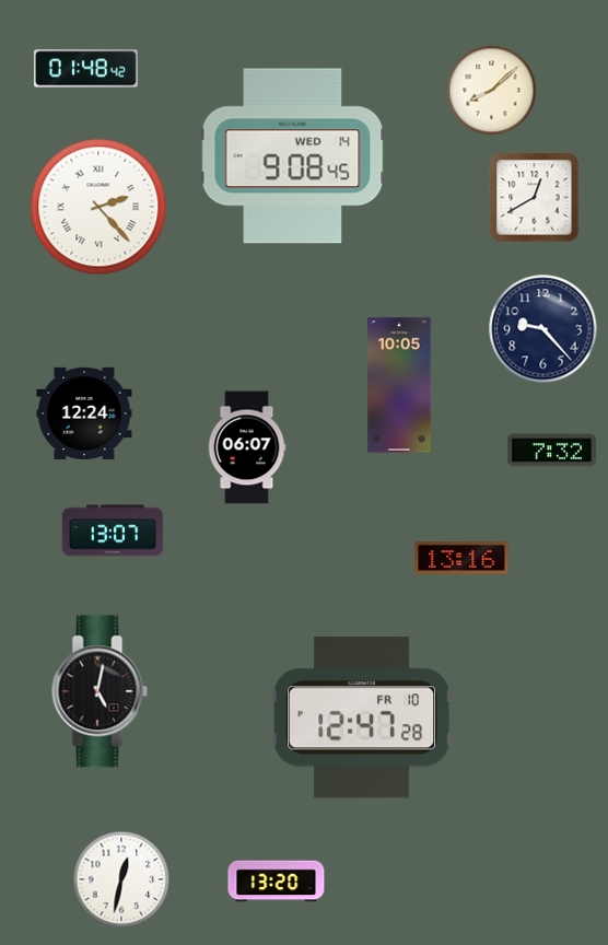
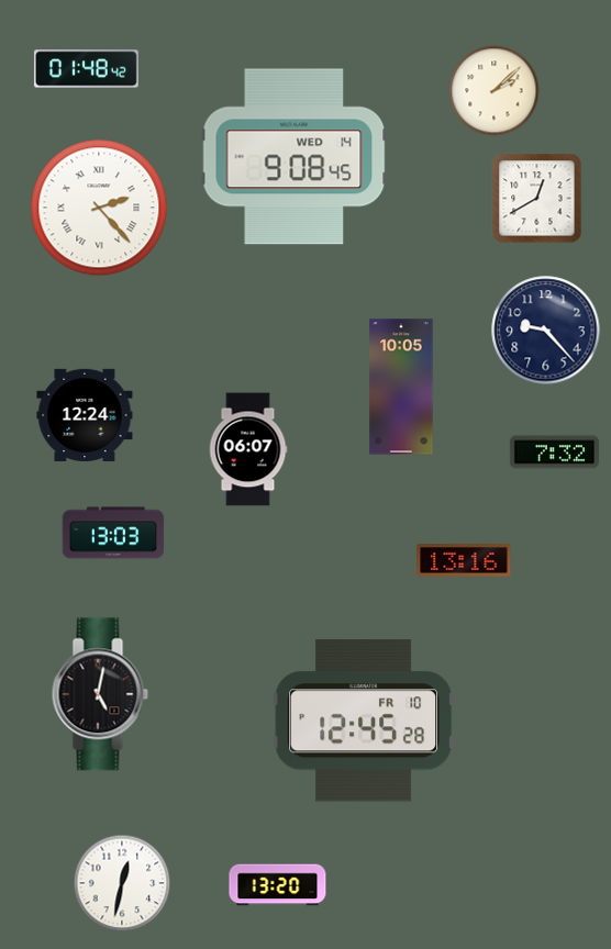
clock at (492, 91): 8:08 -> 2:08
clock at (113, 530): 13:07 -> 13:03
clock at (362, 717): 12:47 -> 12:45
